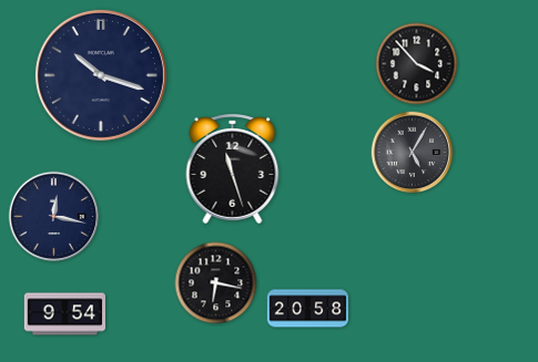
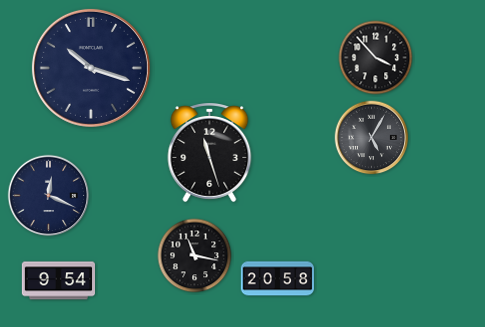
clock at (54, 217): 12:17 -> 12:19
clock at (216, 283): 6:17 -> 11:17
clock at (64, 314) position: (64, 314) -> (58, 281)
